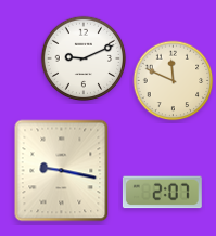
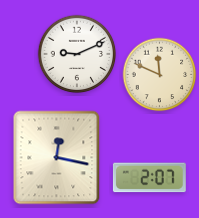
clock at (62, 171): 9:17 -> 12:17
